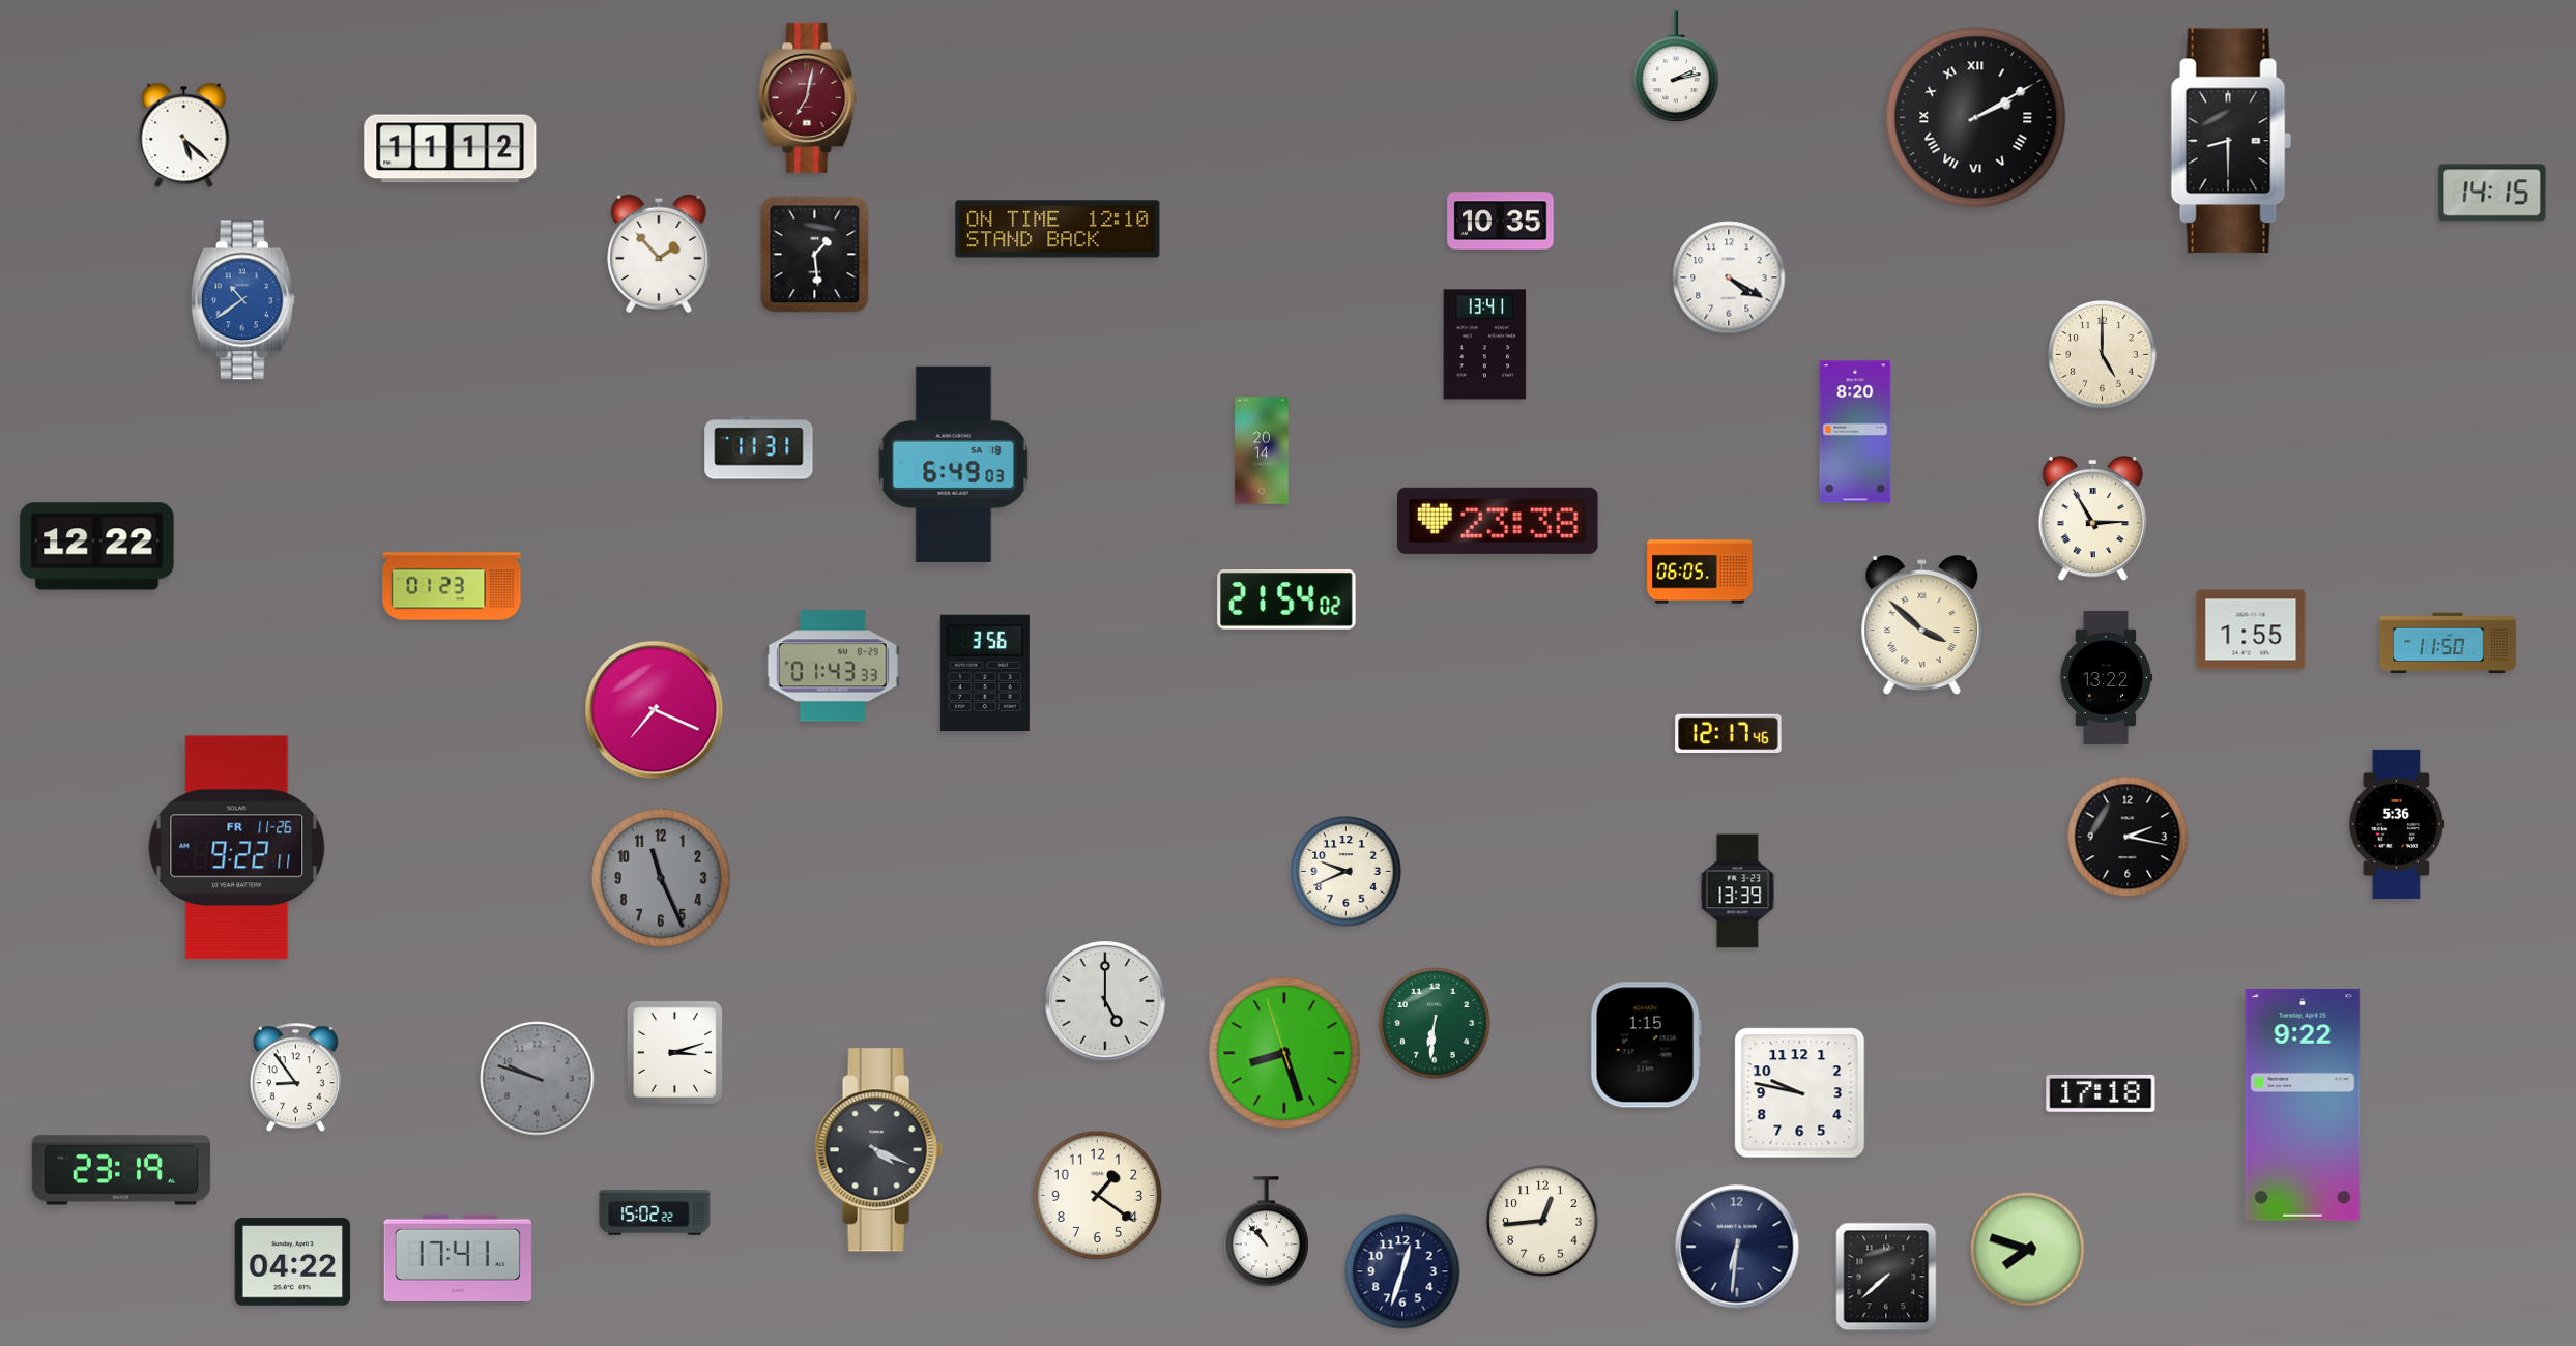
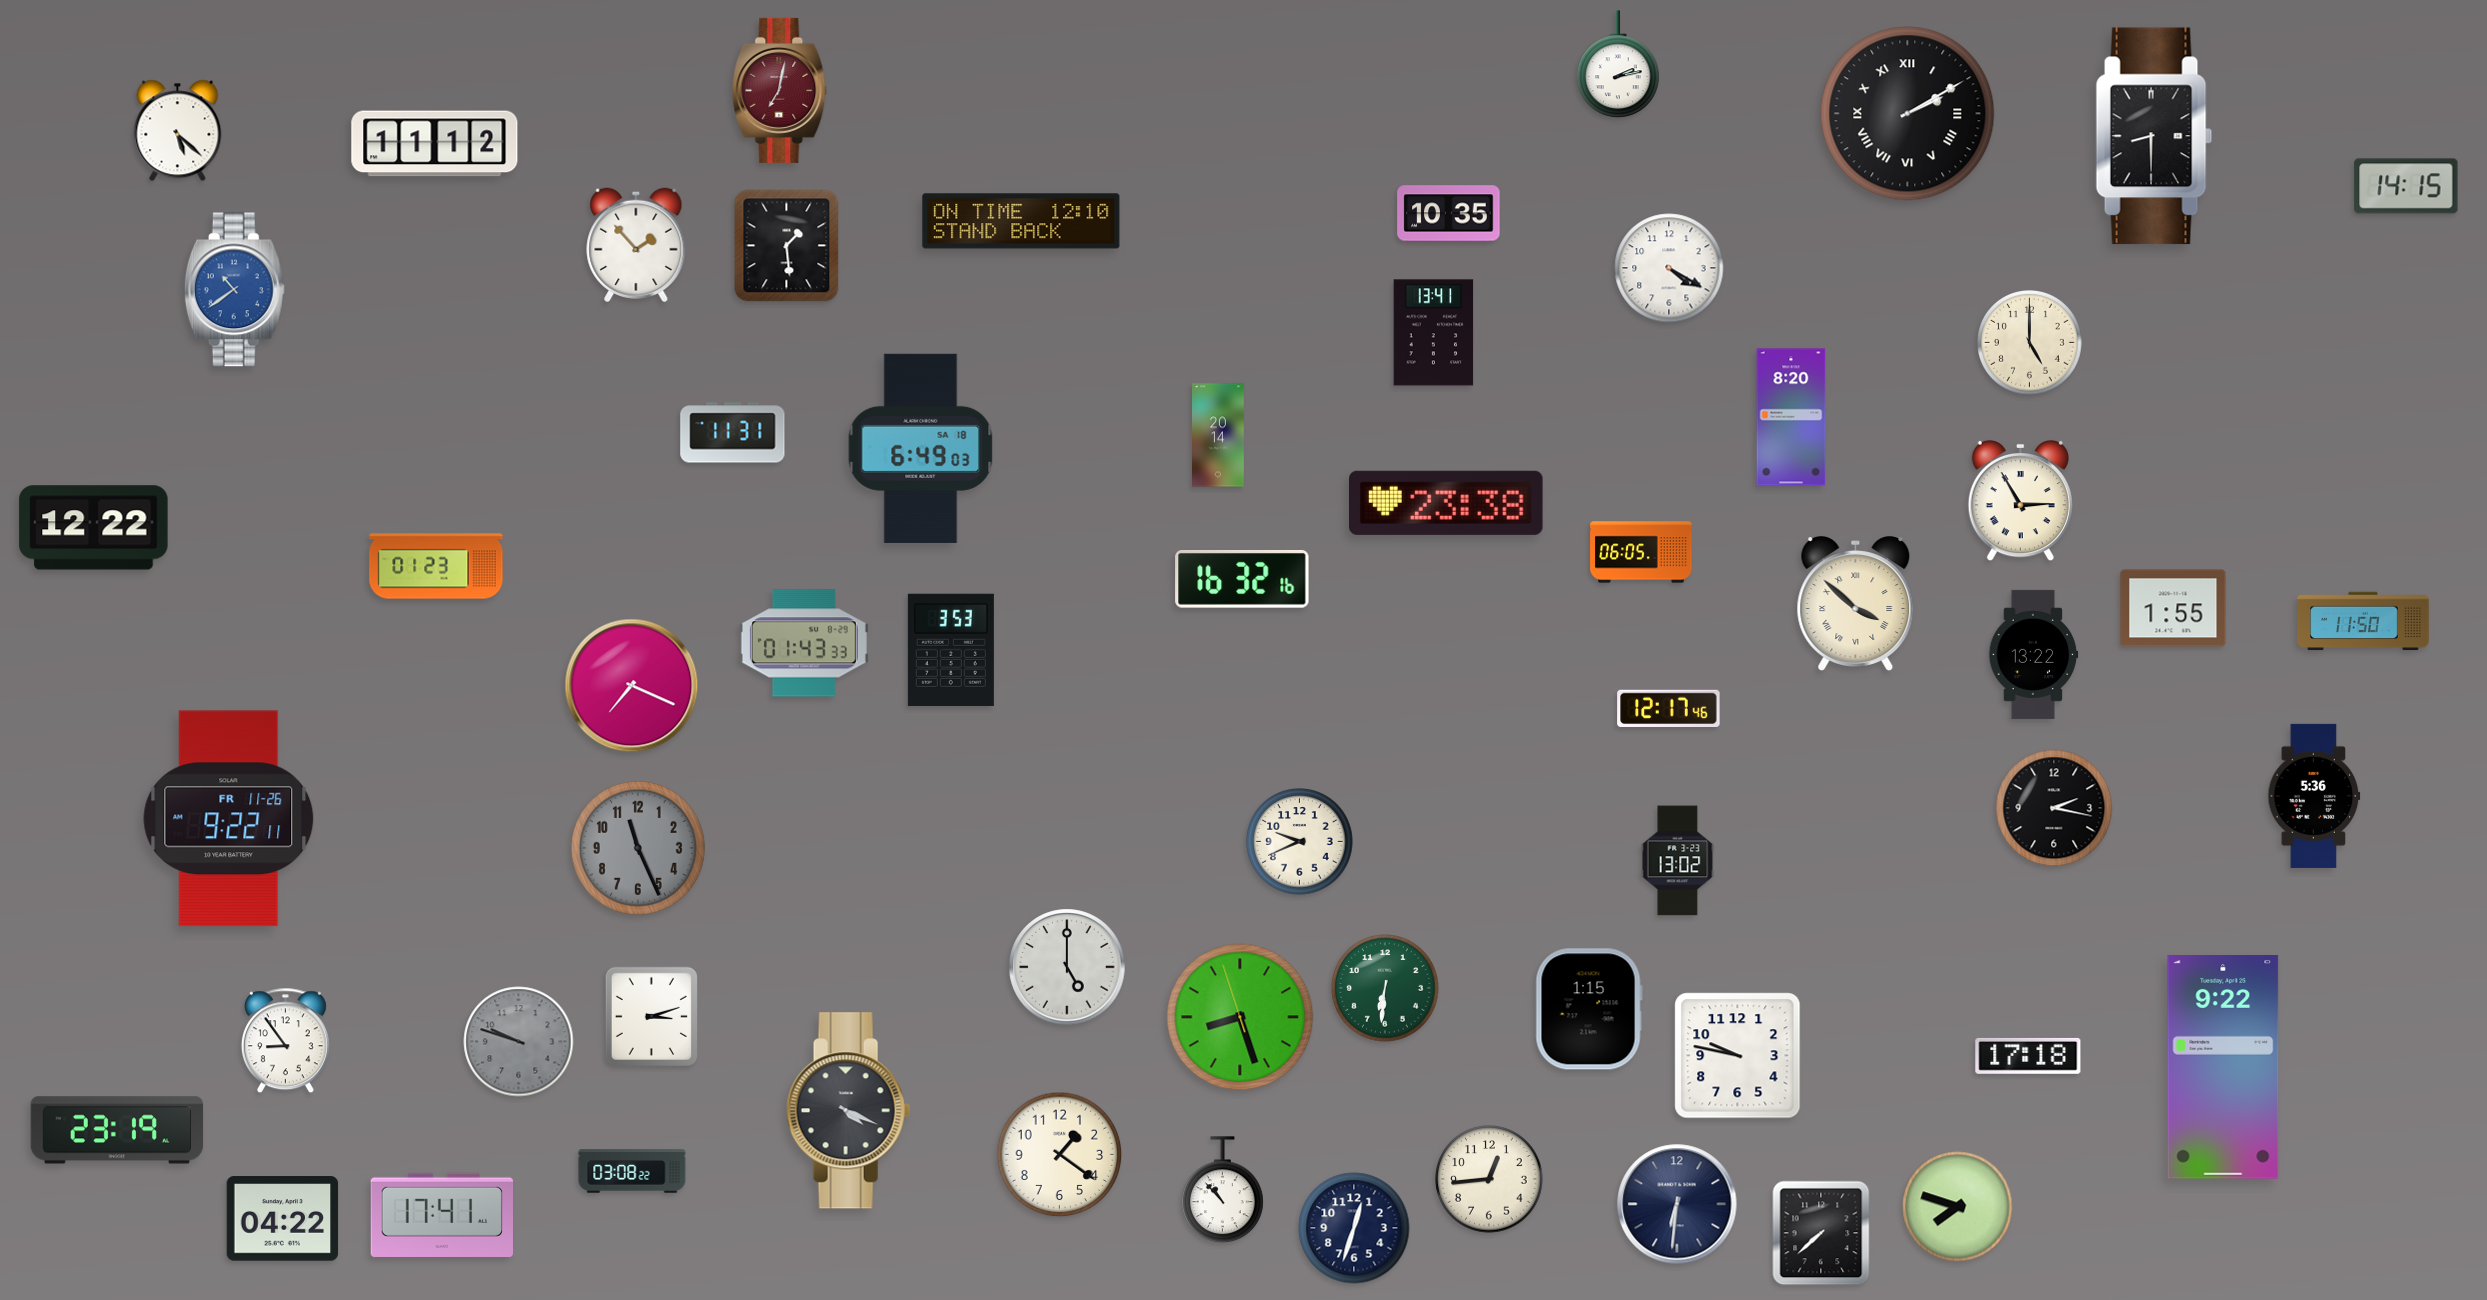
clock at (808, 97) position: (808, 97) -> (780, 90)
clock at (1286, 601): 21:54 -> 16:32
clock at (985, 673): 3:56 -> 3:53
clock at (1738, 891): 13:39 -> 13:02
clock at (655, 1212): 15:02 -> 03:08
